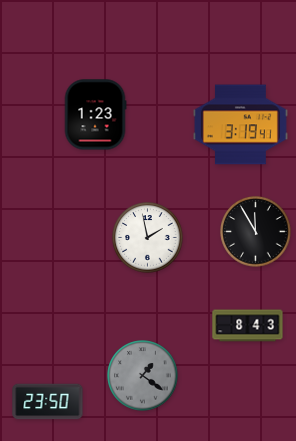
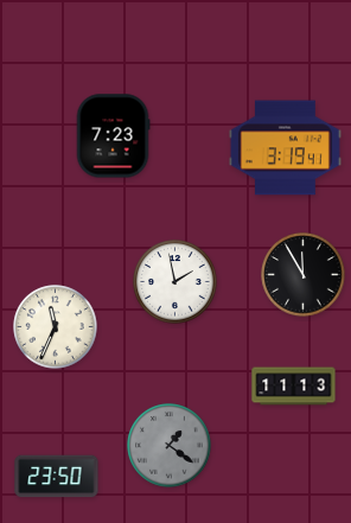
clock at (95, 115): 1:23 -> 7:23
clock at (56, 327): none -> 11:34
clock at (248, 326): 8:43 -> 11:13
